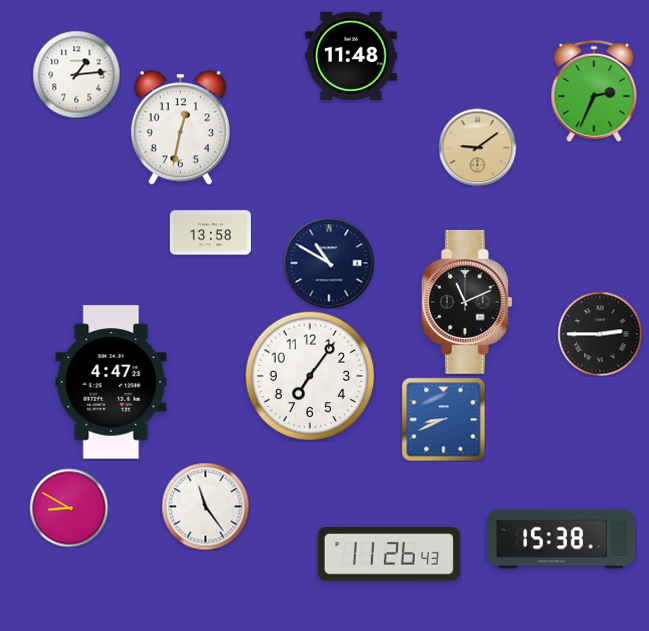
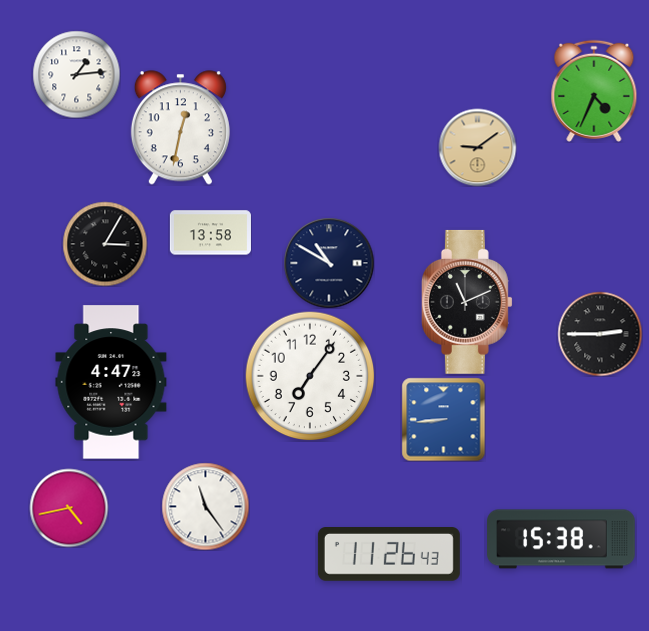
clock at (351, 55): 11:48 -> none
clock at (594, 91): 2:34 -> 4:34
clock at (105, 244): none -> 3:05
clock at (443, 419): 8:41 -> 8:44
clock at (69, 508): 8:50 -> 4:43
